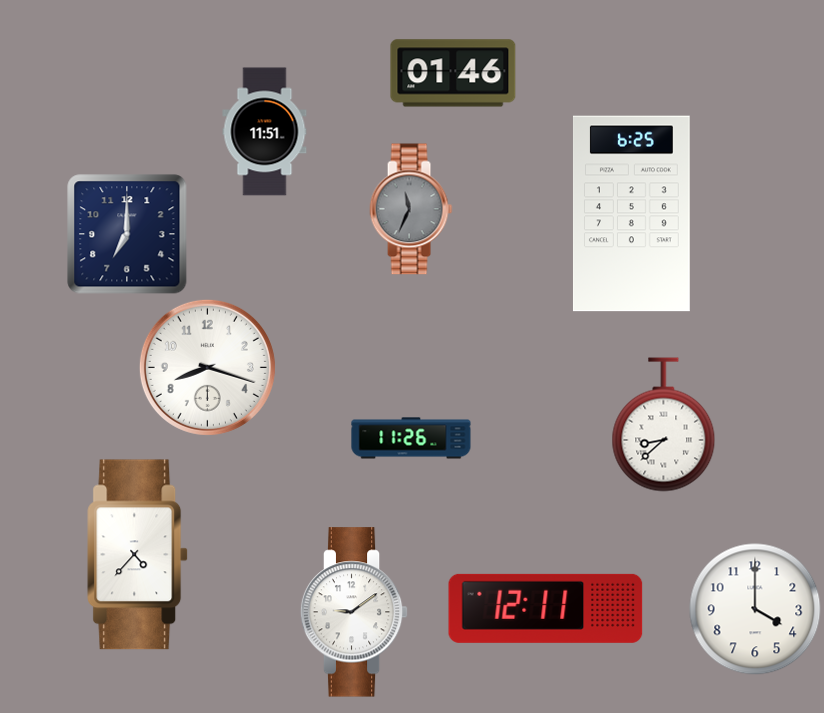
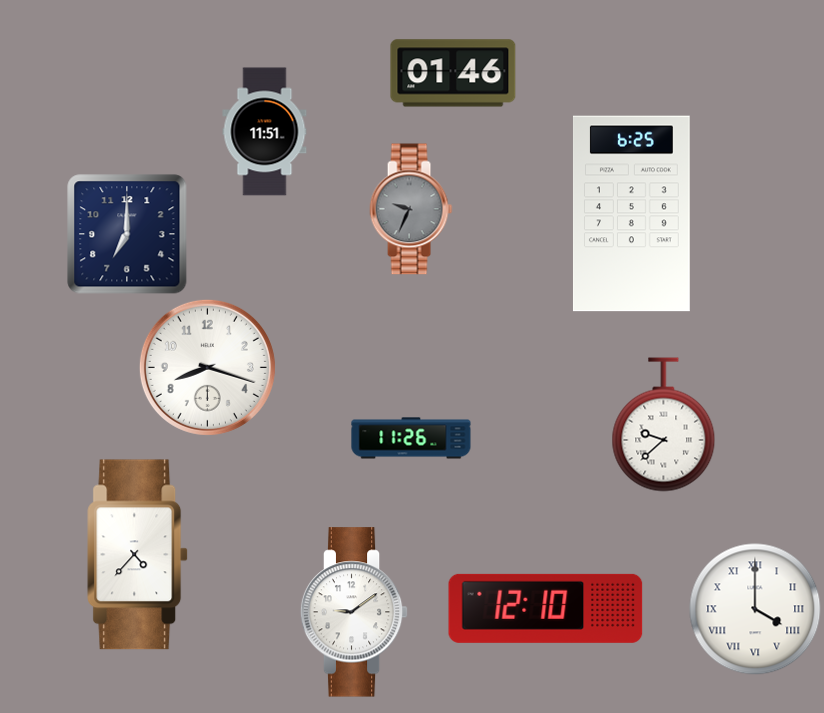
clock at (411, 209): 11:34 -> 9:34
clock at (664, 425): 8:38 -> 9:38
clock at (546, 608): 12:11 -> 12:10
clock at (755, 609) numerals: Arabic -> Roman
